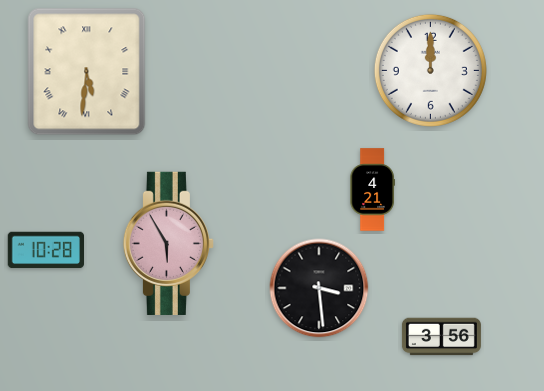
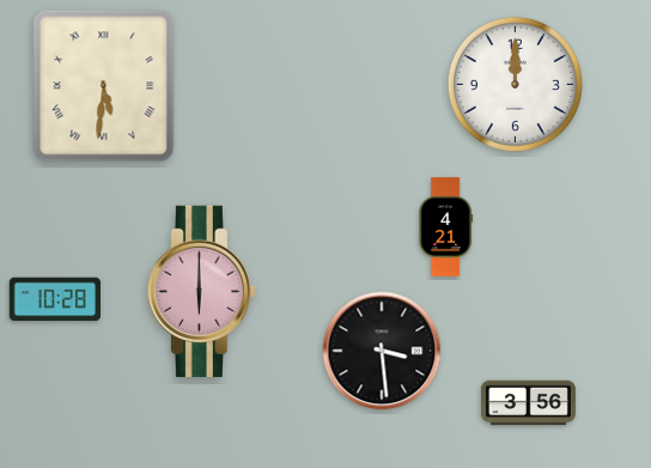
clock at (168, 243): 5:55 -> 6:00
clock at (319, 288) position: (319, 288) -> (382, 351)
